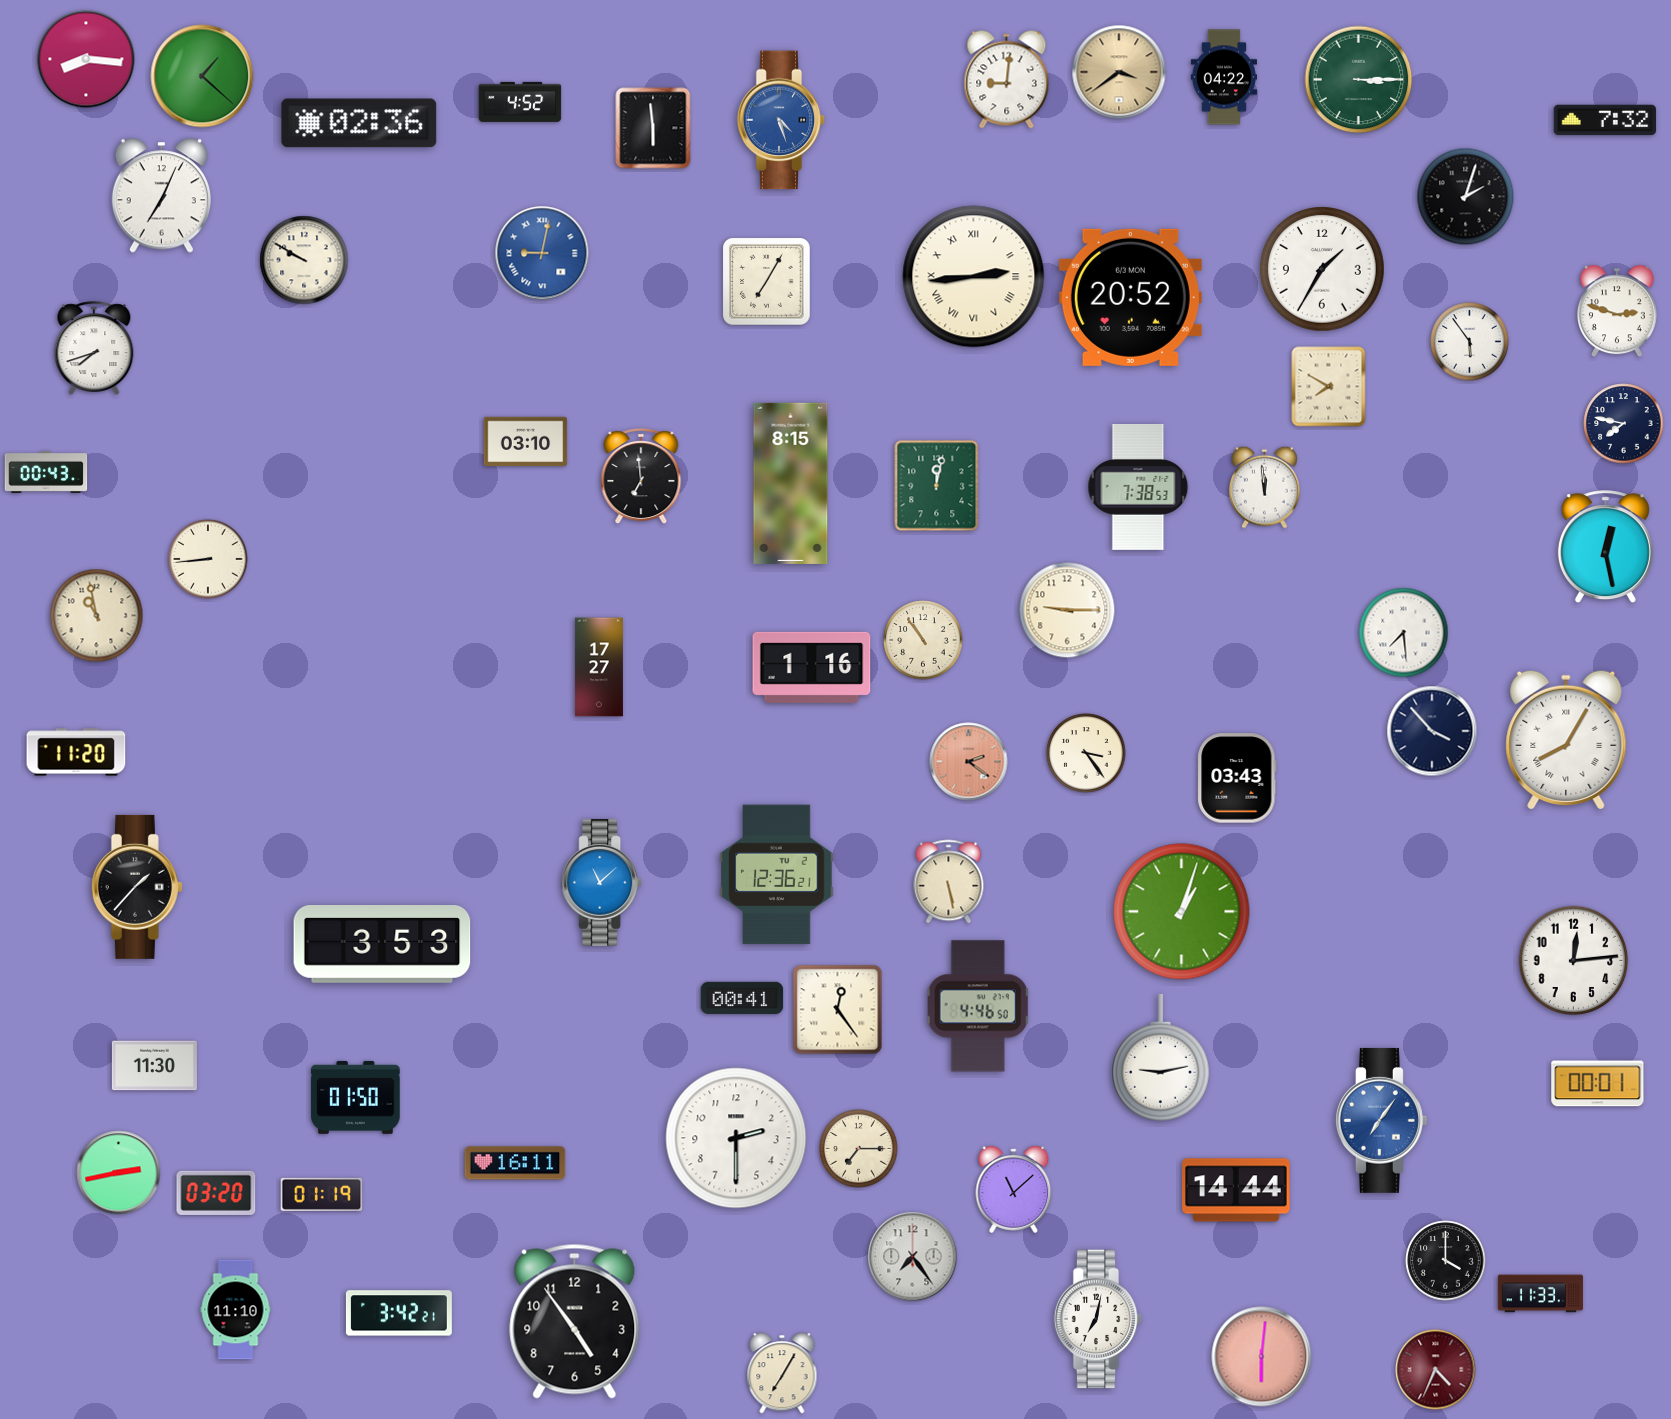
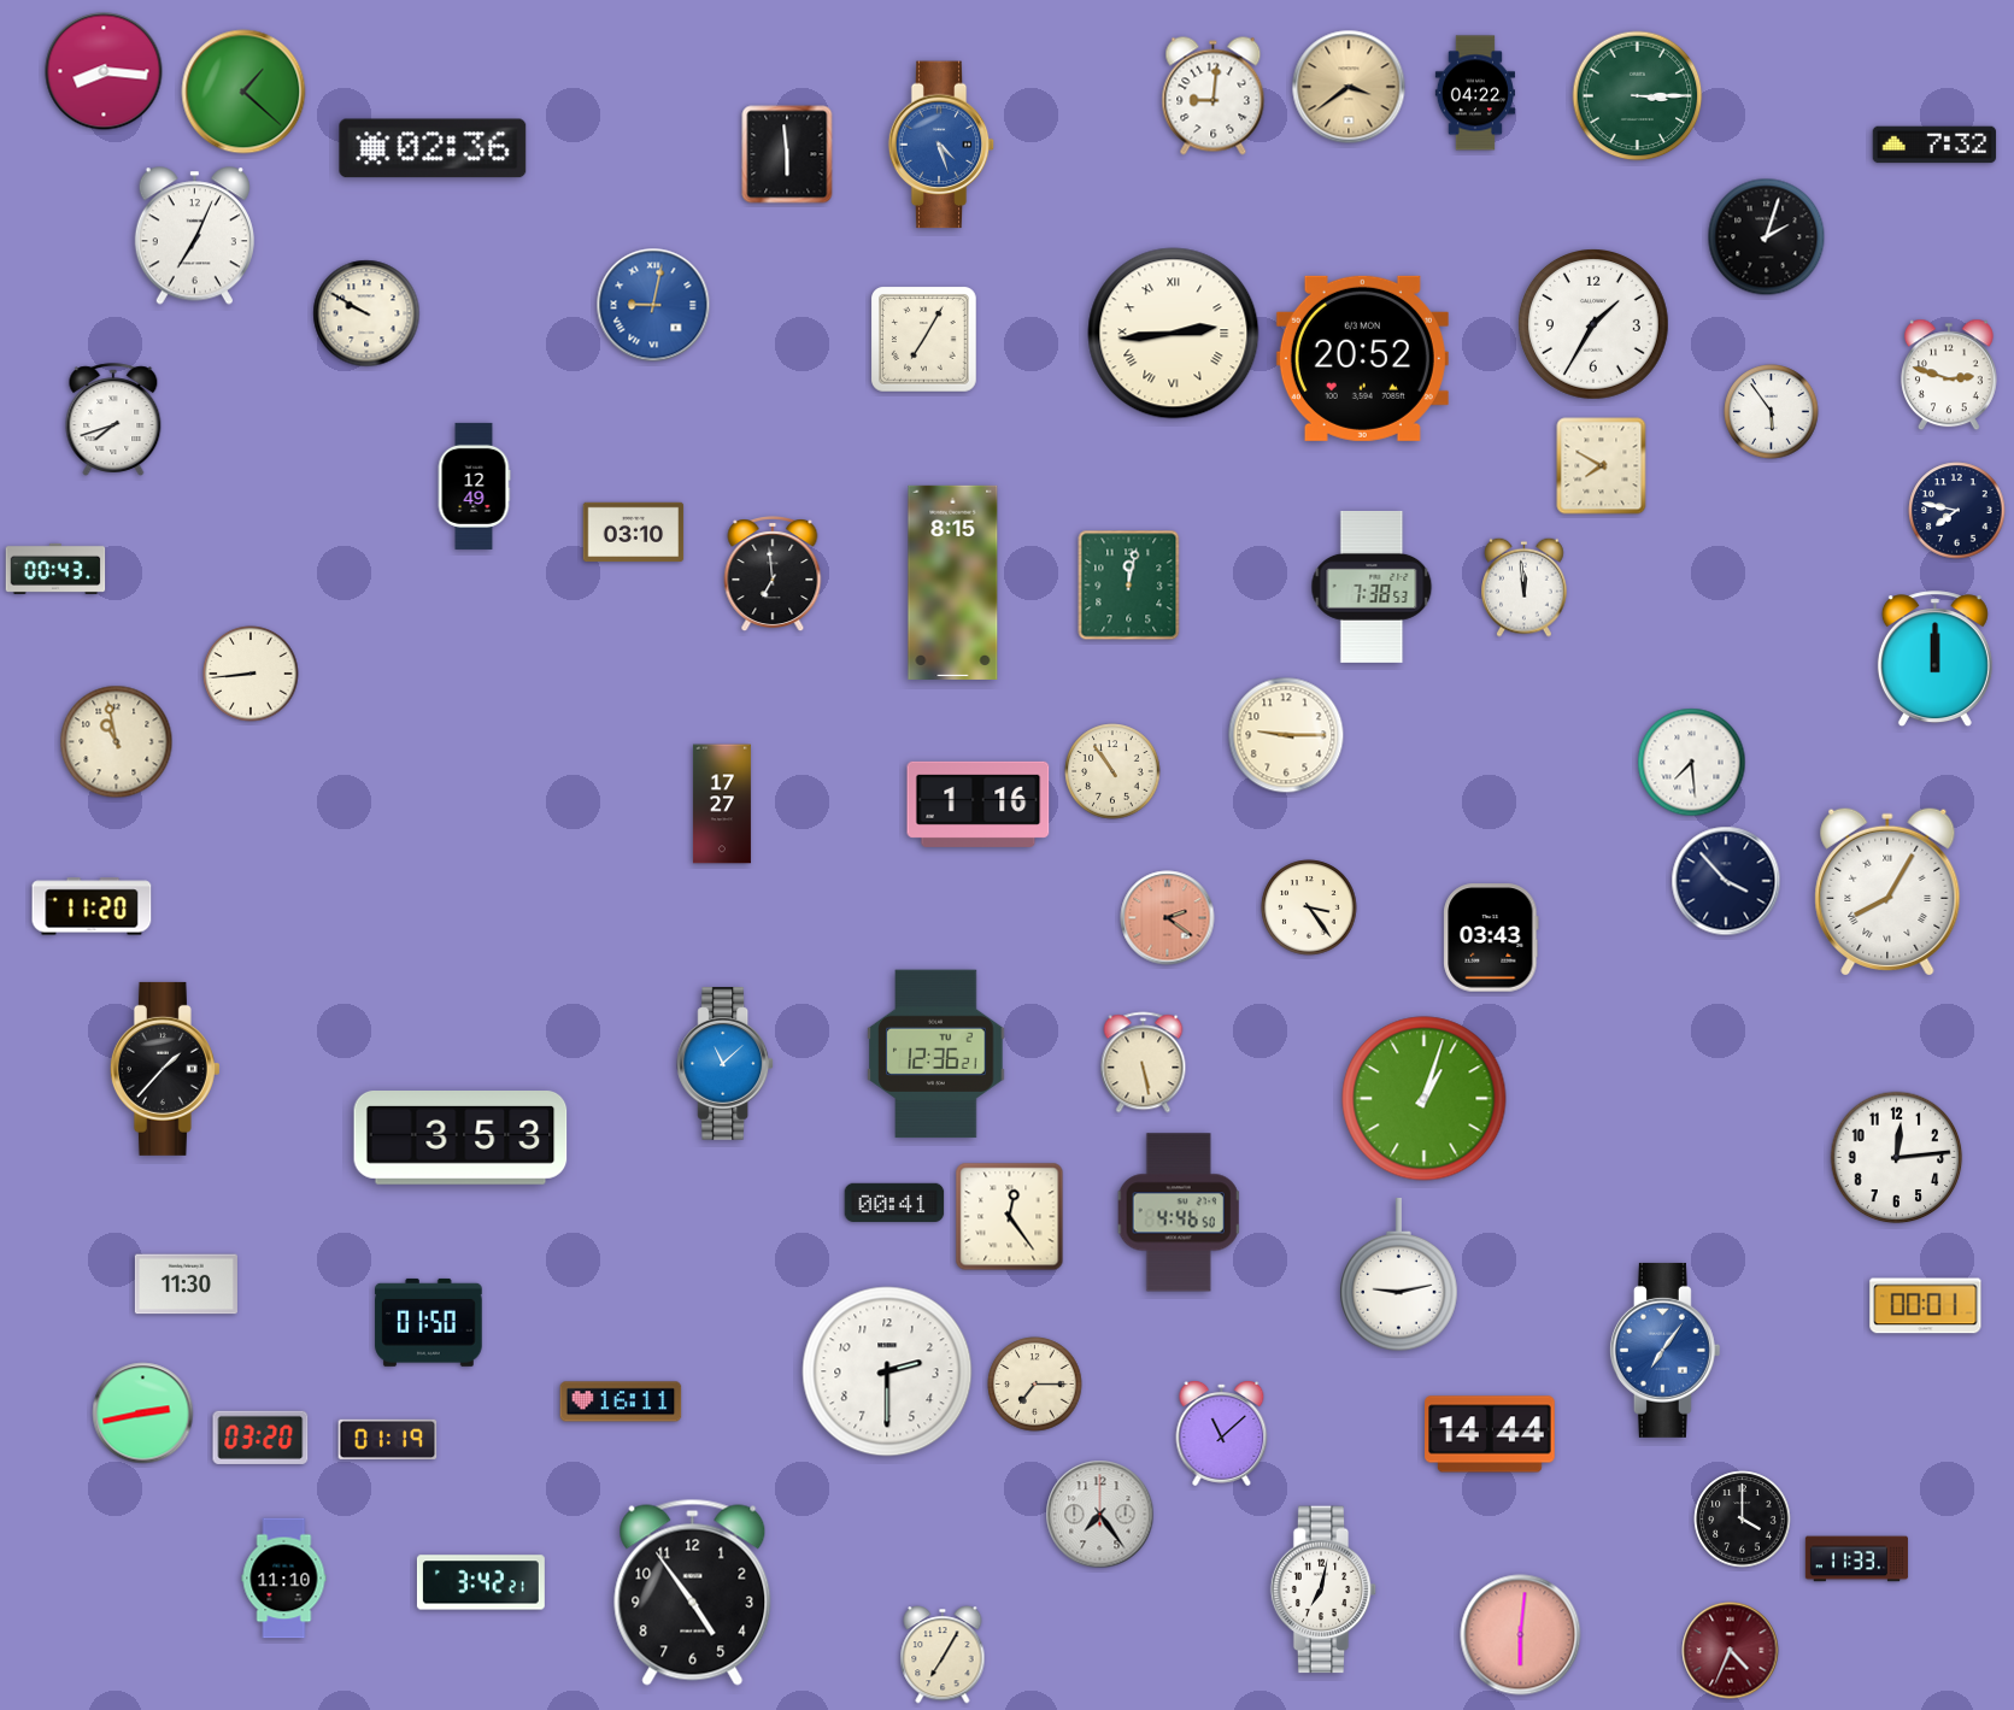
clock at (520, 102): 4:52 -> none
clock at (474, 486): none -> 12:49
clock at (1605, 547): 12:28 -> 12:00
